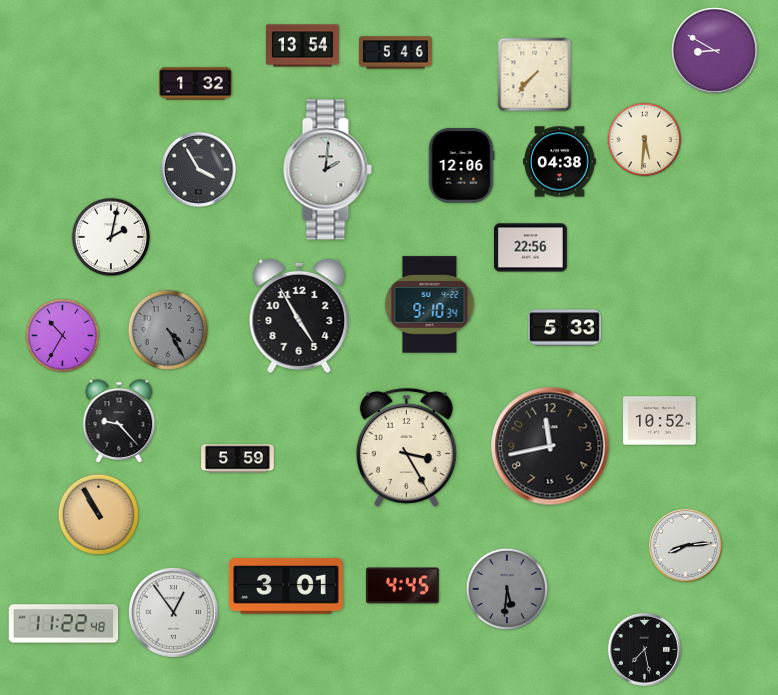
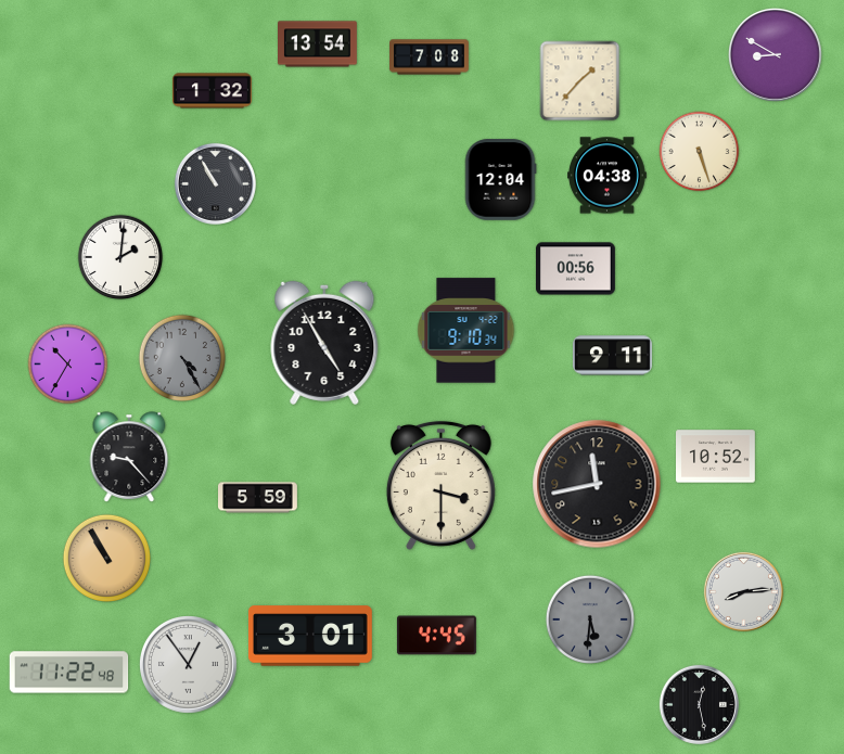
clock at (303, 46) position: (303, 46) -> (318, 44)
clock at (396, 53): 5:46 -> 7:08
clock at (535, 75): 7:37 -> 1:37
clock at (645, 140): 5:31 -> 5:27
clock at (461, 166): 12:06 -> 12:04
clock at (198, 169): 3:55 -> 10:55
clock at (327, 170): 2:01 -> none
clock at (111, 237): 2:02 -> 2:01
clock at (530, 248): 22:56 -> 00:56
clock at (565, 328): 5:33 -> 9:11
clock at (406, 448): 3:25 -> 3:30
clock at (507, 589) position: (507, 589) -> (590, 619)
clock at (64, 624) position: (64, 624) -> (69, 673)
clock at (644, 649): 7:28 -> 12:28
